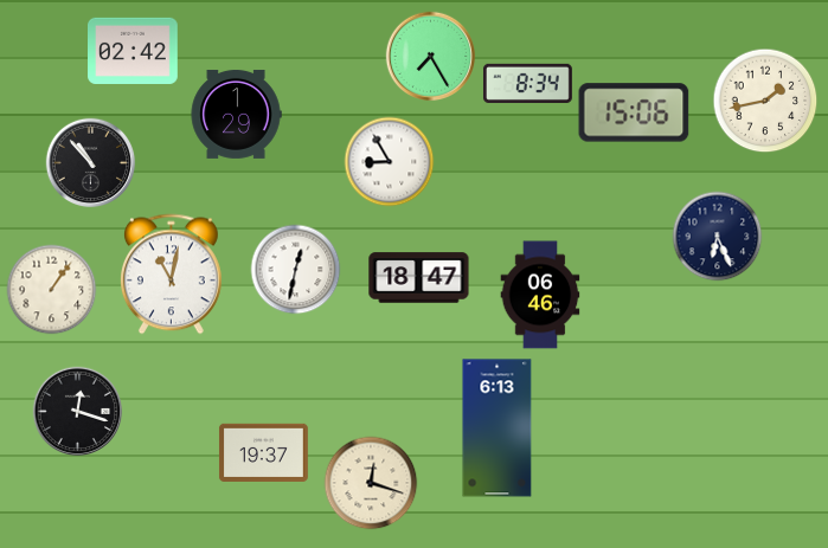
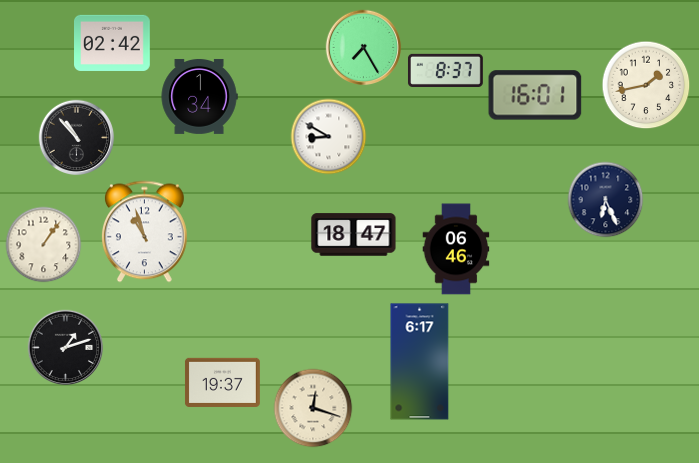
clock at (527, 83): 8:34 -> 8:37
clock at (634, 112): 15:06 -> 16:01
clock at (236, 114): 1:29 -> 1:34
clock at (390, 162): 8:55 -> 8:50
clock at (296, 270): 12:32 -> none
clock at (171, 275): 11:02 -> 10:57
clock at (78, 412): 12:18 -> 1:12
clock at (498, 428): 6:13 -> 6:17
